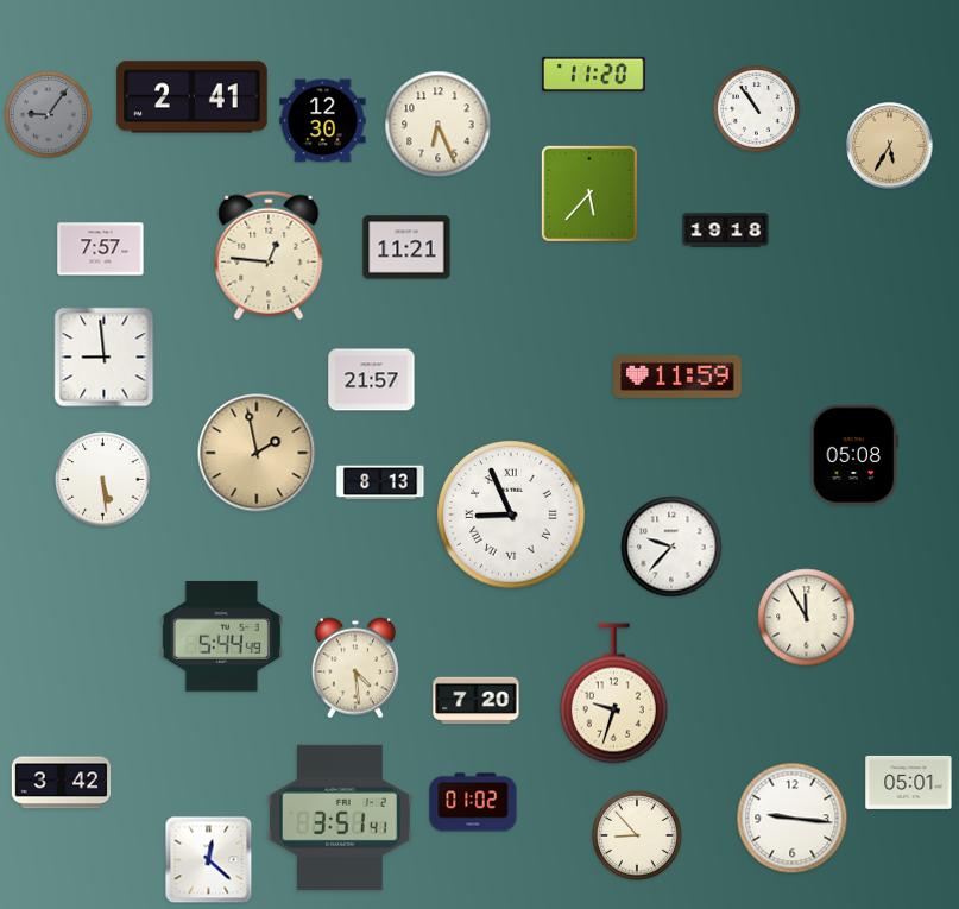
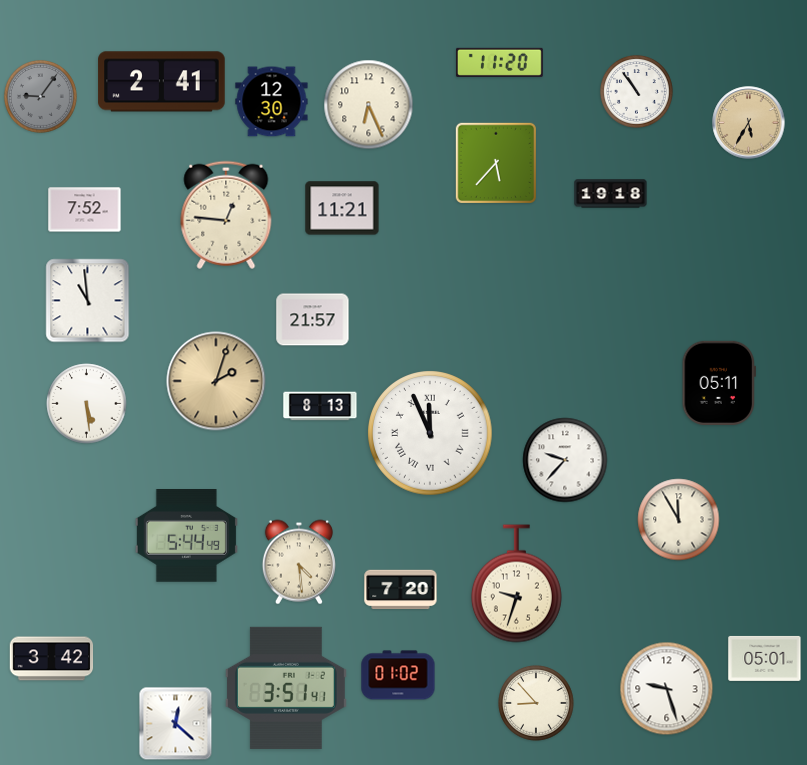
clock at (101, 250): 7:57 -> 7:52
clock at (105, 358): 8:59 -> 10:59
clock at (677, 378): 11:59 -> none
clock at (257, 453): 1:58 -> 2:03
clock at (853, 455): 05:08 -> 05:11
clock at (511, 515): 8:56 -> 11:56
clock at (793, 819): 9:16 -> 9:27
